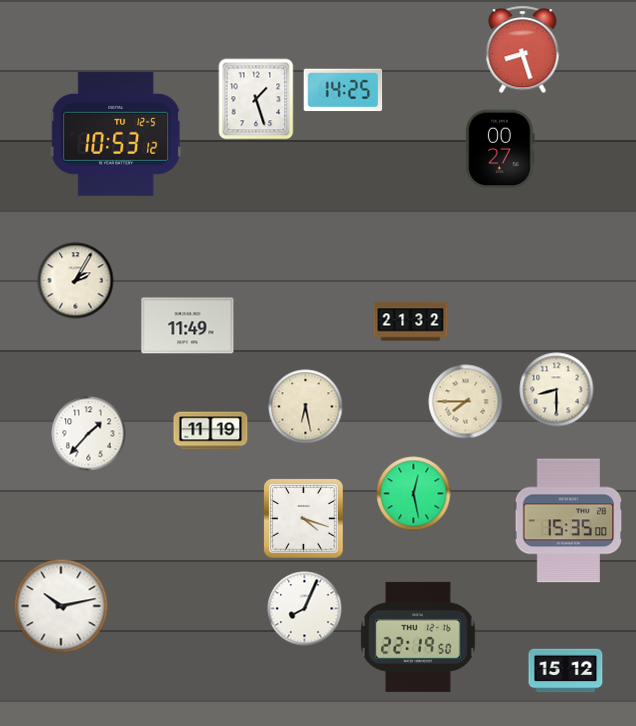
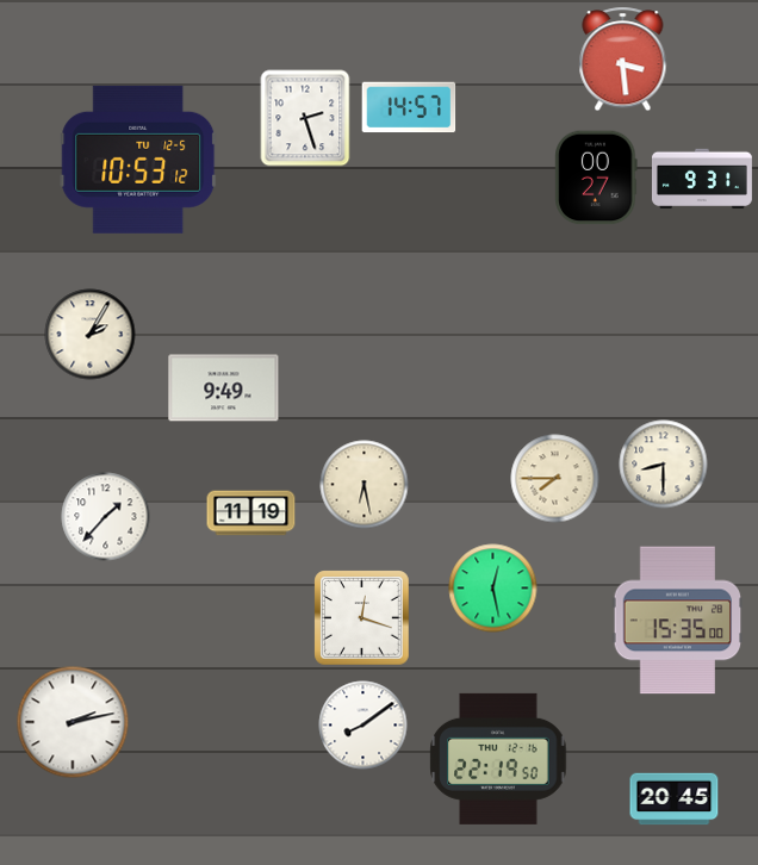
clock at (523, 50): 8:27 -> 3:29
clock at (343, 90): 14:25 -> 14:57
clock at (256, 99): 1:27 -> 2:27
clock at (702, 179): none -> 9:31
clock at (411, 322): 21:32 -> none
clock at (188, 326): 11:49 -> 9:49
clock at (304, 519): 4:18 -> 12:18
clock at (61, 606): 10:13 -> 2:13
clock at (305, 609): 8:04 -> 8:09
clock at (566, 671): 15:12 -> 20:45
